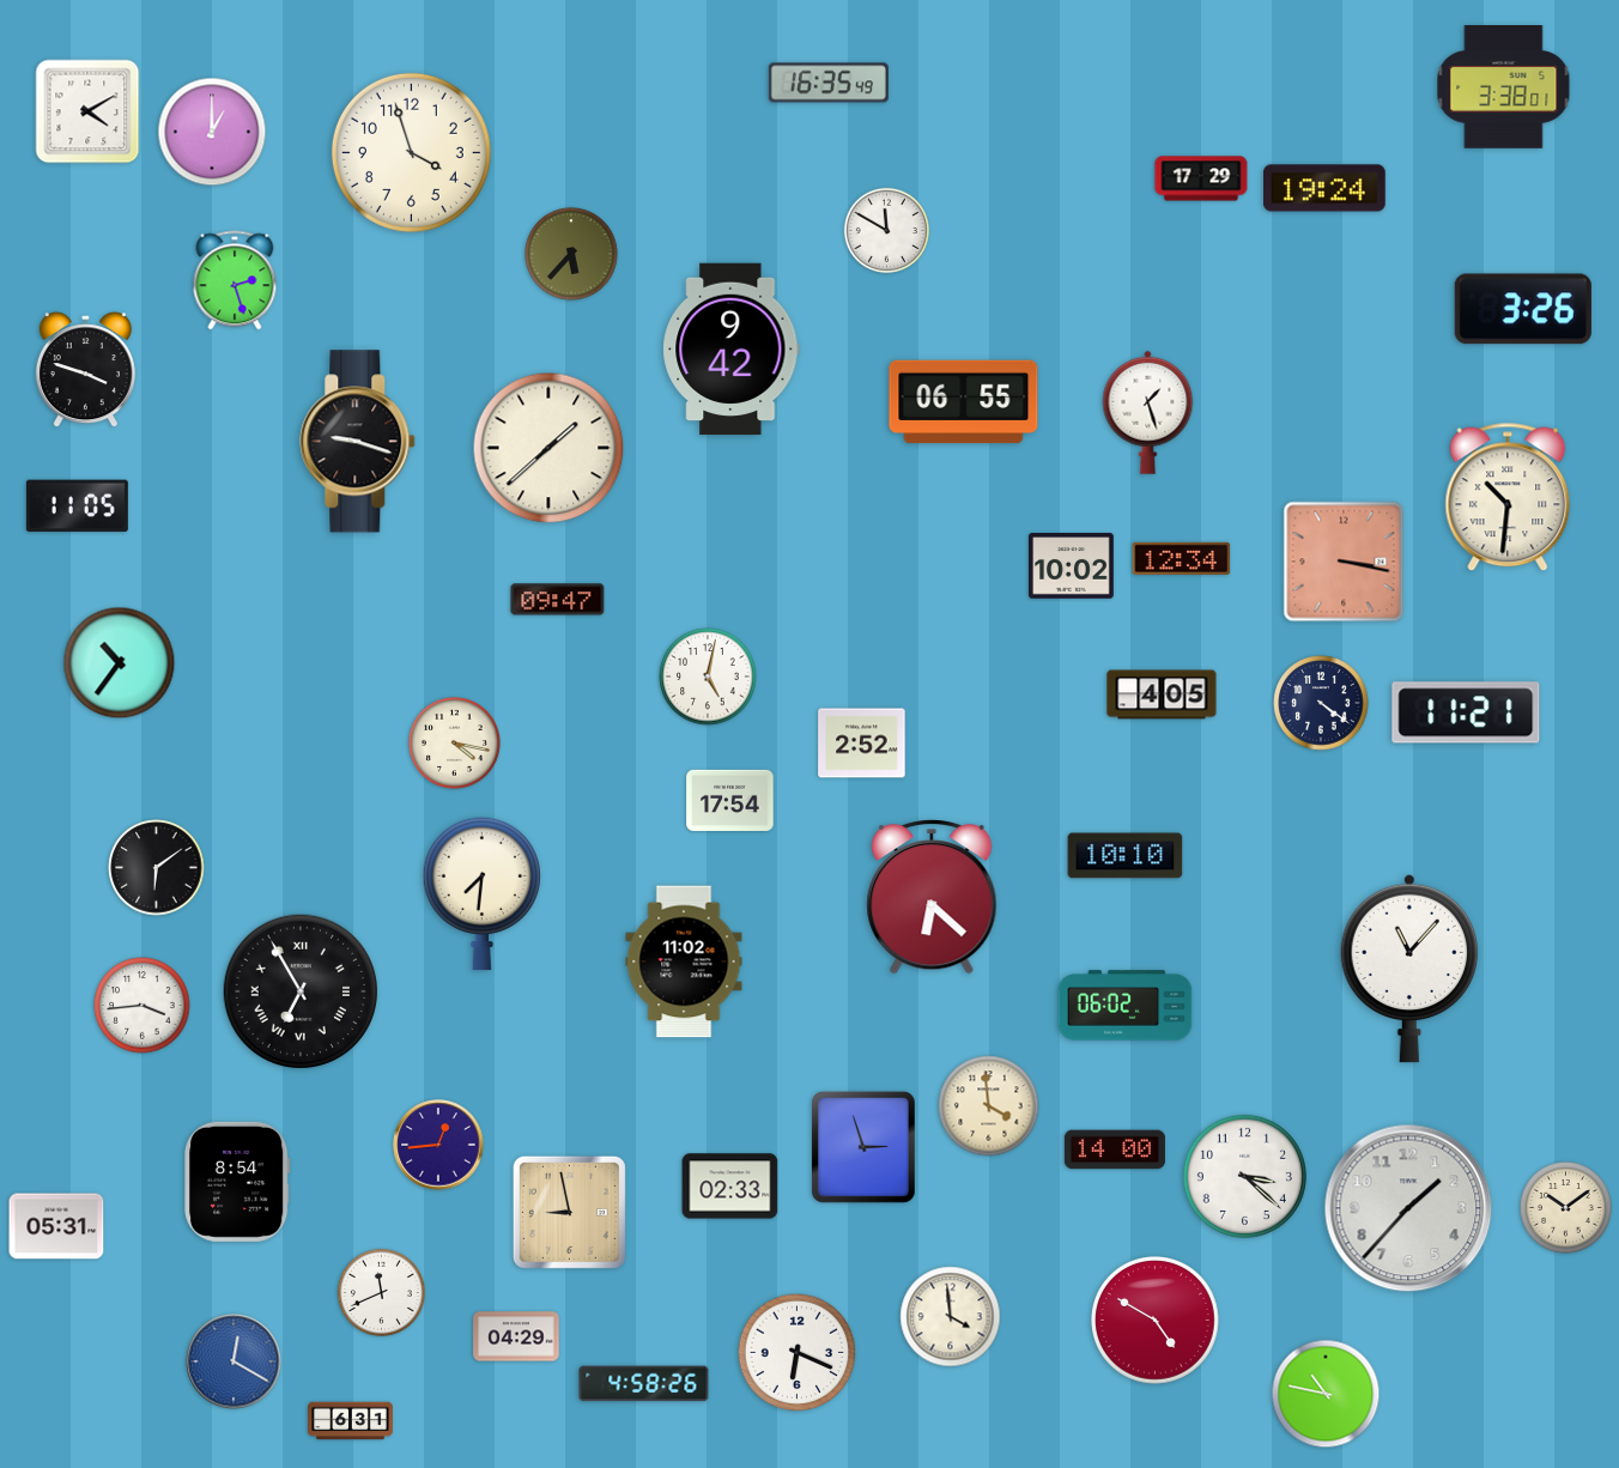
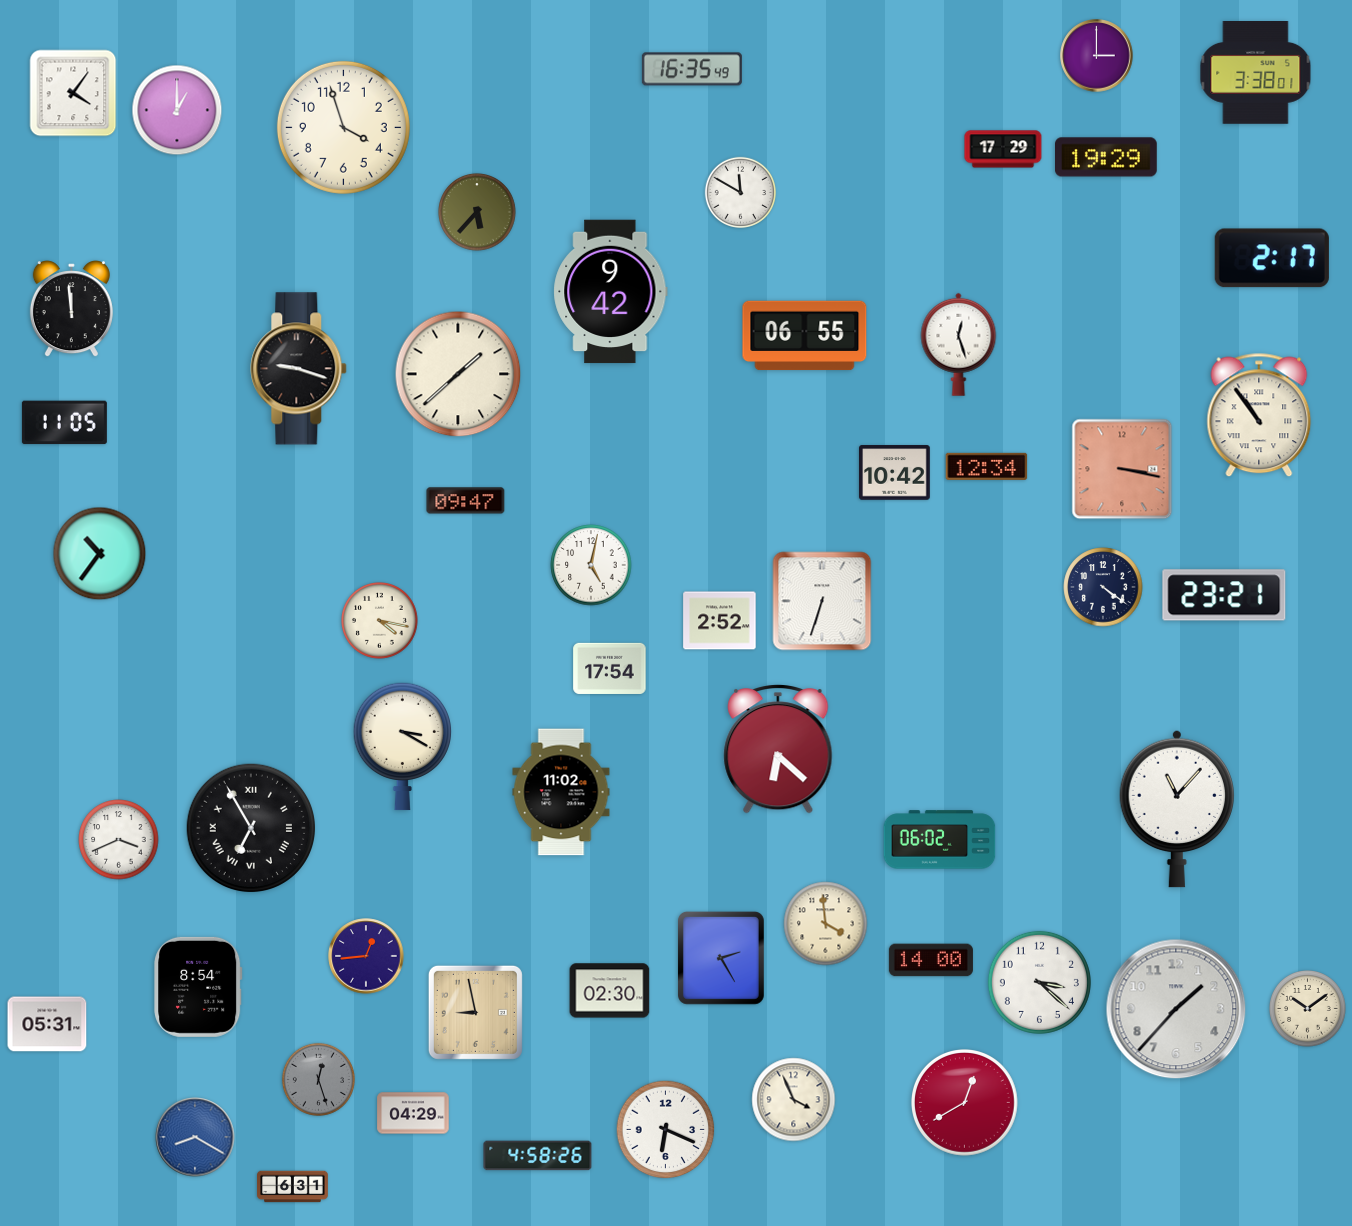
clock at (1097, 56): none -> 3:00
clock at (87, 111): 4:10 -> 4:06
clock at (1326, 188): 19:24 -> 19:29
clock at (235, 280): 2:27 -> none
clock at (1523, 309): 3:26 -> 2:17
clock at (85, 370): 3:48 -> 11:59
clock at (1148, 412): 1:27 -> 12:27
clock at (1508, 497): 10:31 -> 10:54
clock at (1072, 566): 10:02 -> 10:42
clock at (1162, 694): 4:05 -> none
clock at (1466, 712): 11:21 -> 23:21
clock at (822, 601): none -> 6:33
clock at (1126, 856): 10:10 -> none
clock at (157, 868): 6:09 -> none
clock at (481, 893): 7:31 -> 3:20
clock at (684, 962) position: (684, 962) -> (561, 792)
clock at (143, 1006): 3:44 -> 3:41
clock at (863, 1147): 2:57 -> 2:25
clock at (730, 1187): 02:33 -> 02:30
clock at (381, 1292): 11:41 -> 12:27
clock at (381, 1292) dial: white -> grey
clock at (951, 1317): 3:59 -> 3:56
clock at (1156, 1321): 4:50 -> 12:40
clock at (516, 1336) position: (516, 1336) -> (413, 1113)
clock at (234, 1361): 12:20 -> 8:20
clock at (1326, 1394): 10:47 -> none
